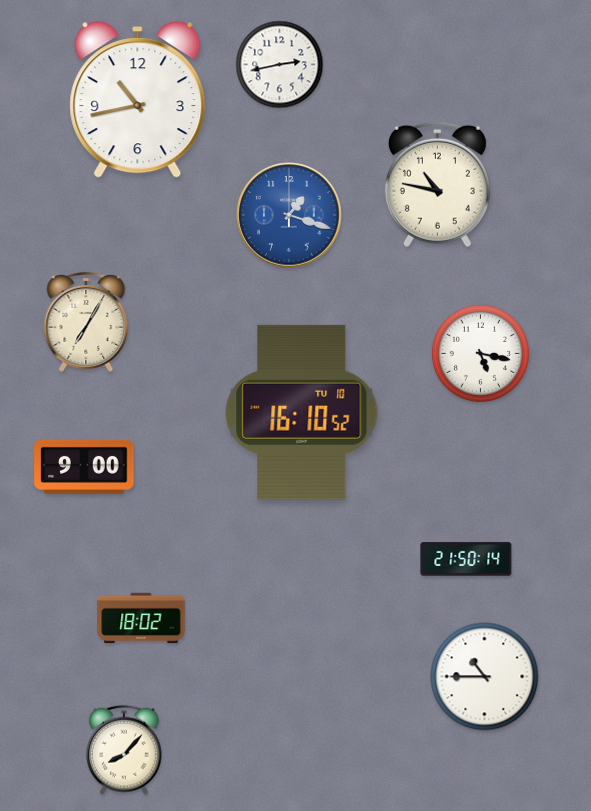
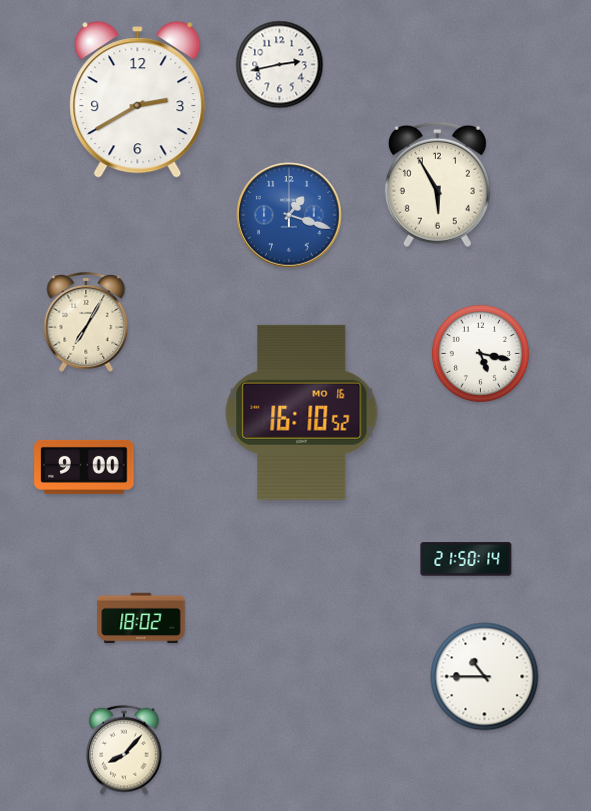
clock at (138, 100): 10:43 -> 2:40
clock at (437, 185): 10:47 -> 5:55
clock at (302, 412) date: TU 10 -> MO 16
